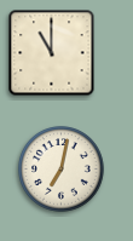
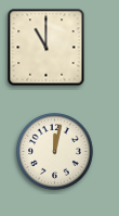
clock at (62, 170): 7:02 -> 12:02
